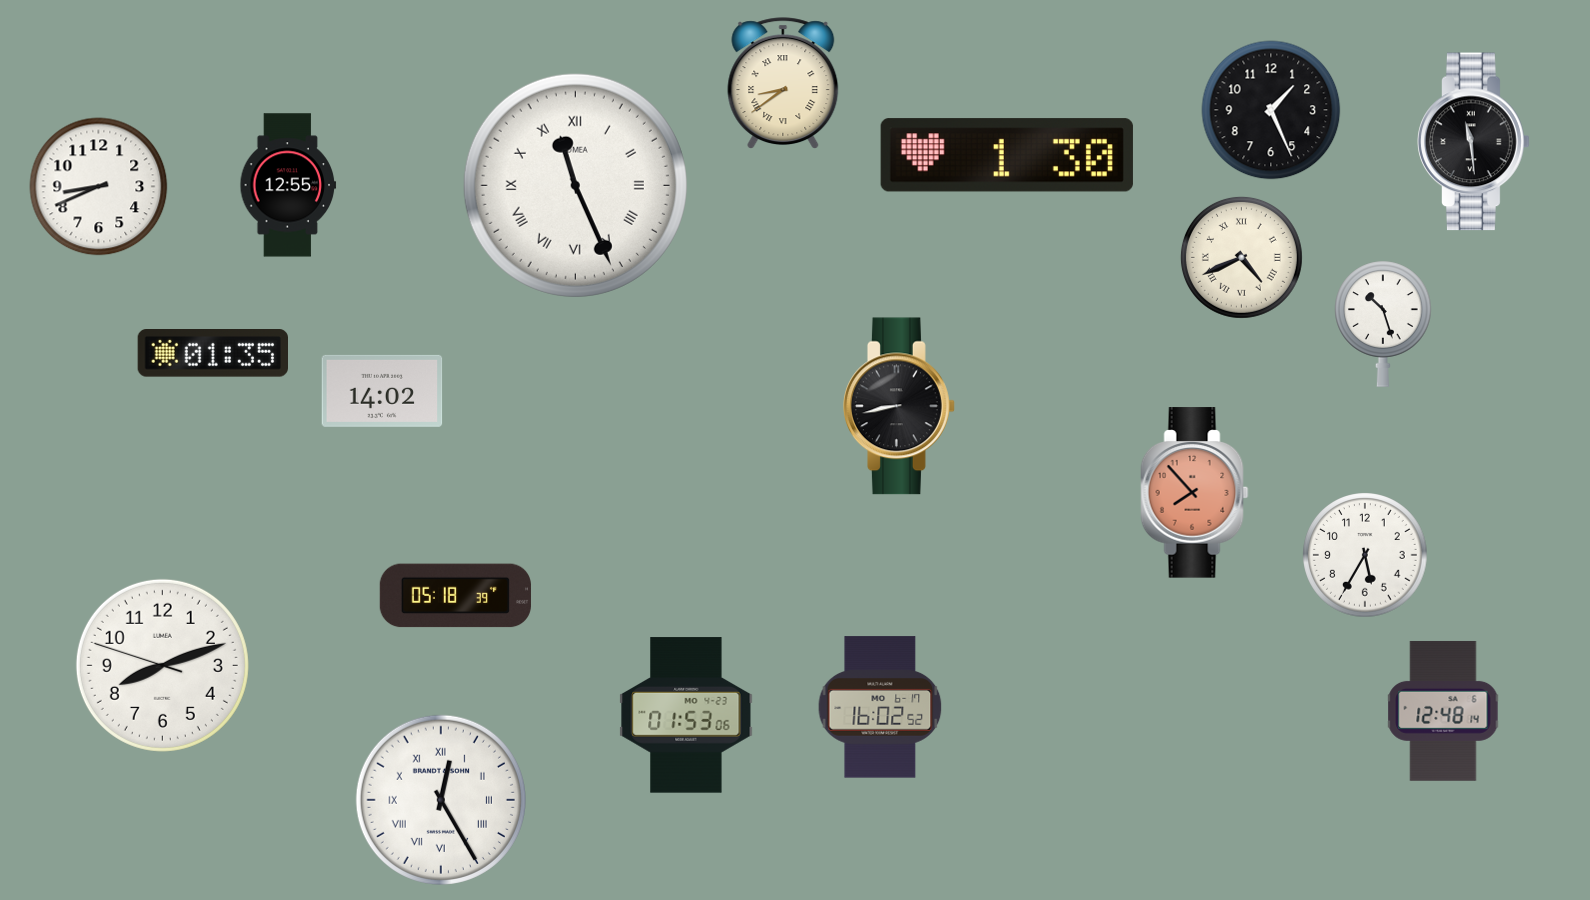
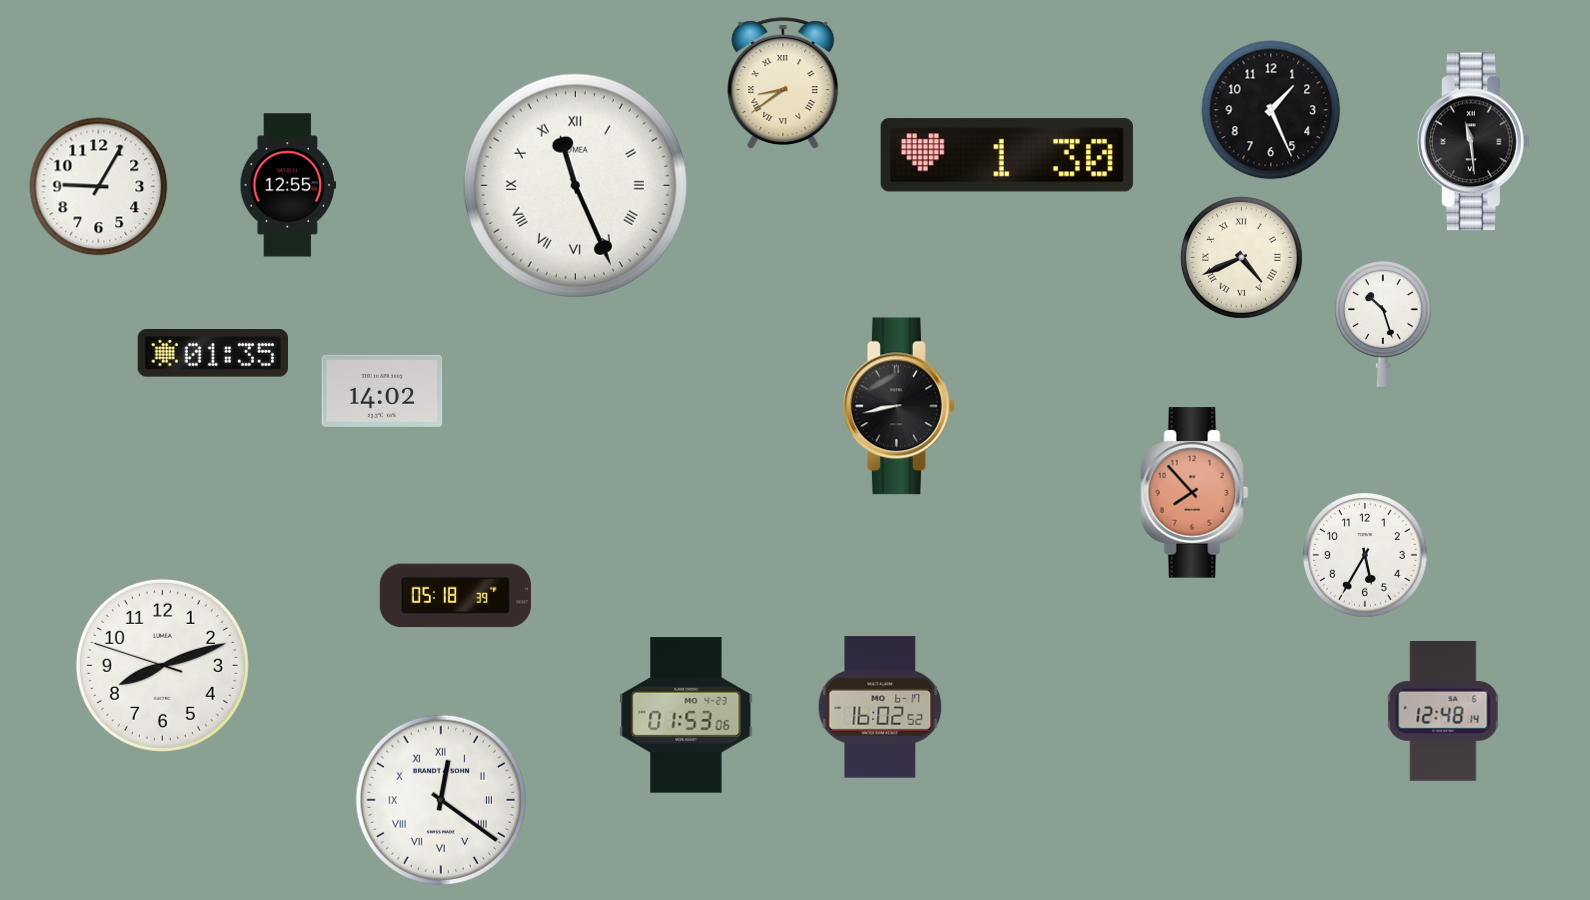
clock at (99, 187): 8:41 -> 9:05
clock at (441, 800): 12:25 -> 12:21
